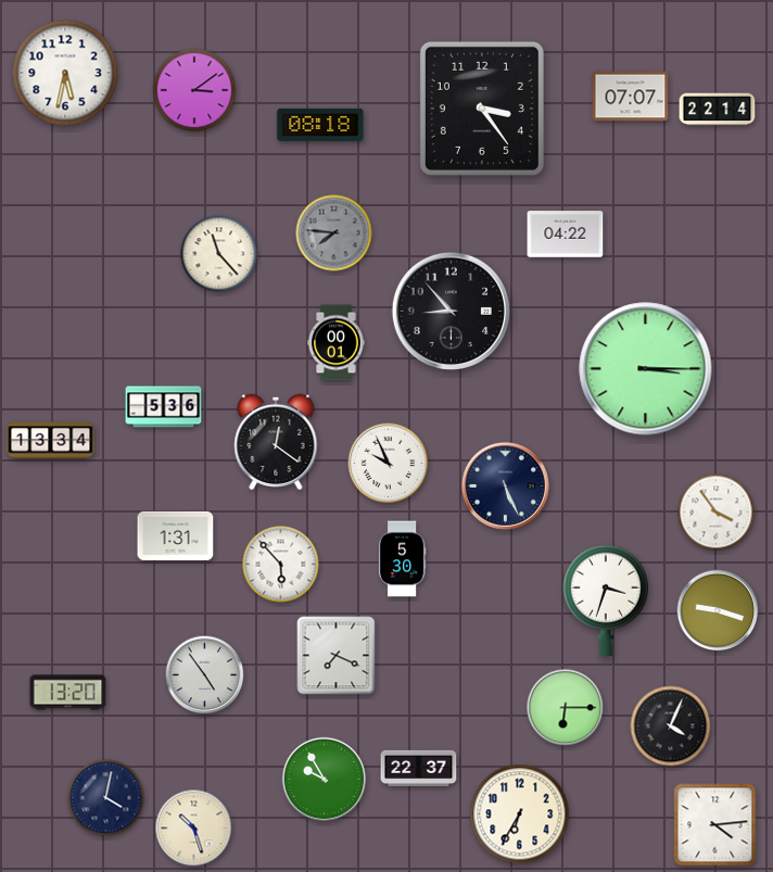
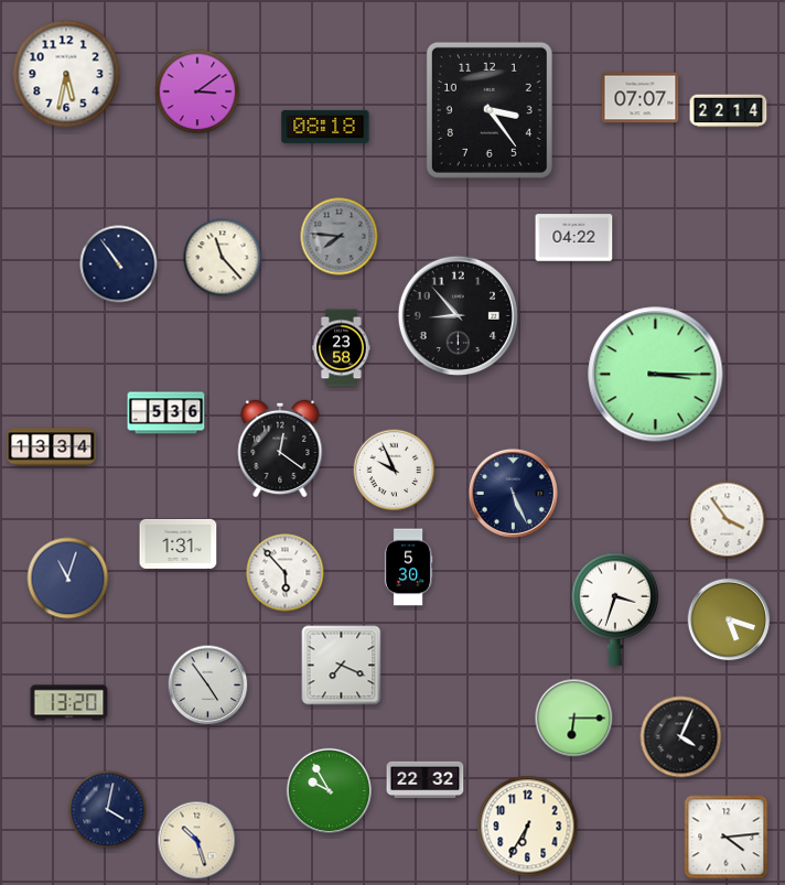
clock at (119, 265): none -> 10:54
clock at (337, 343): 00:01 -> 23:58
clock at (68, 579): none -> 11:03
clock at (718, 610): 9:18 -> 5:18
clock at (419, 769): 22:37 -> 22:32
